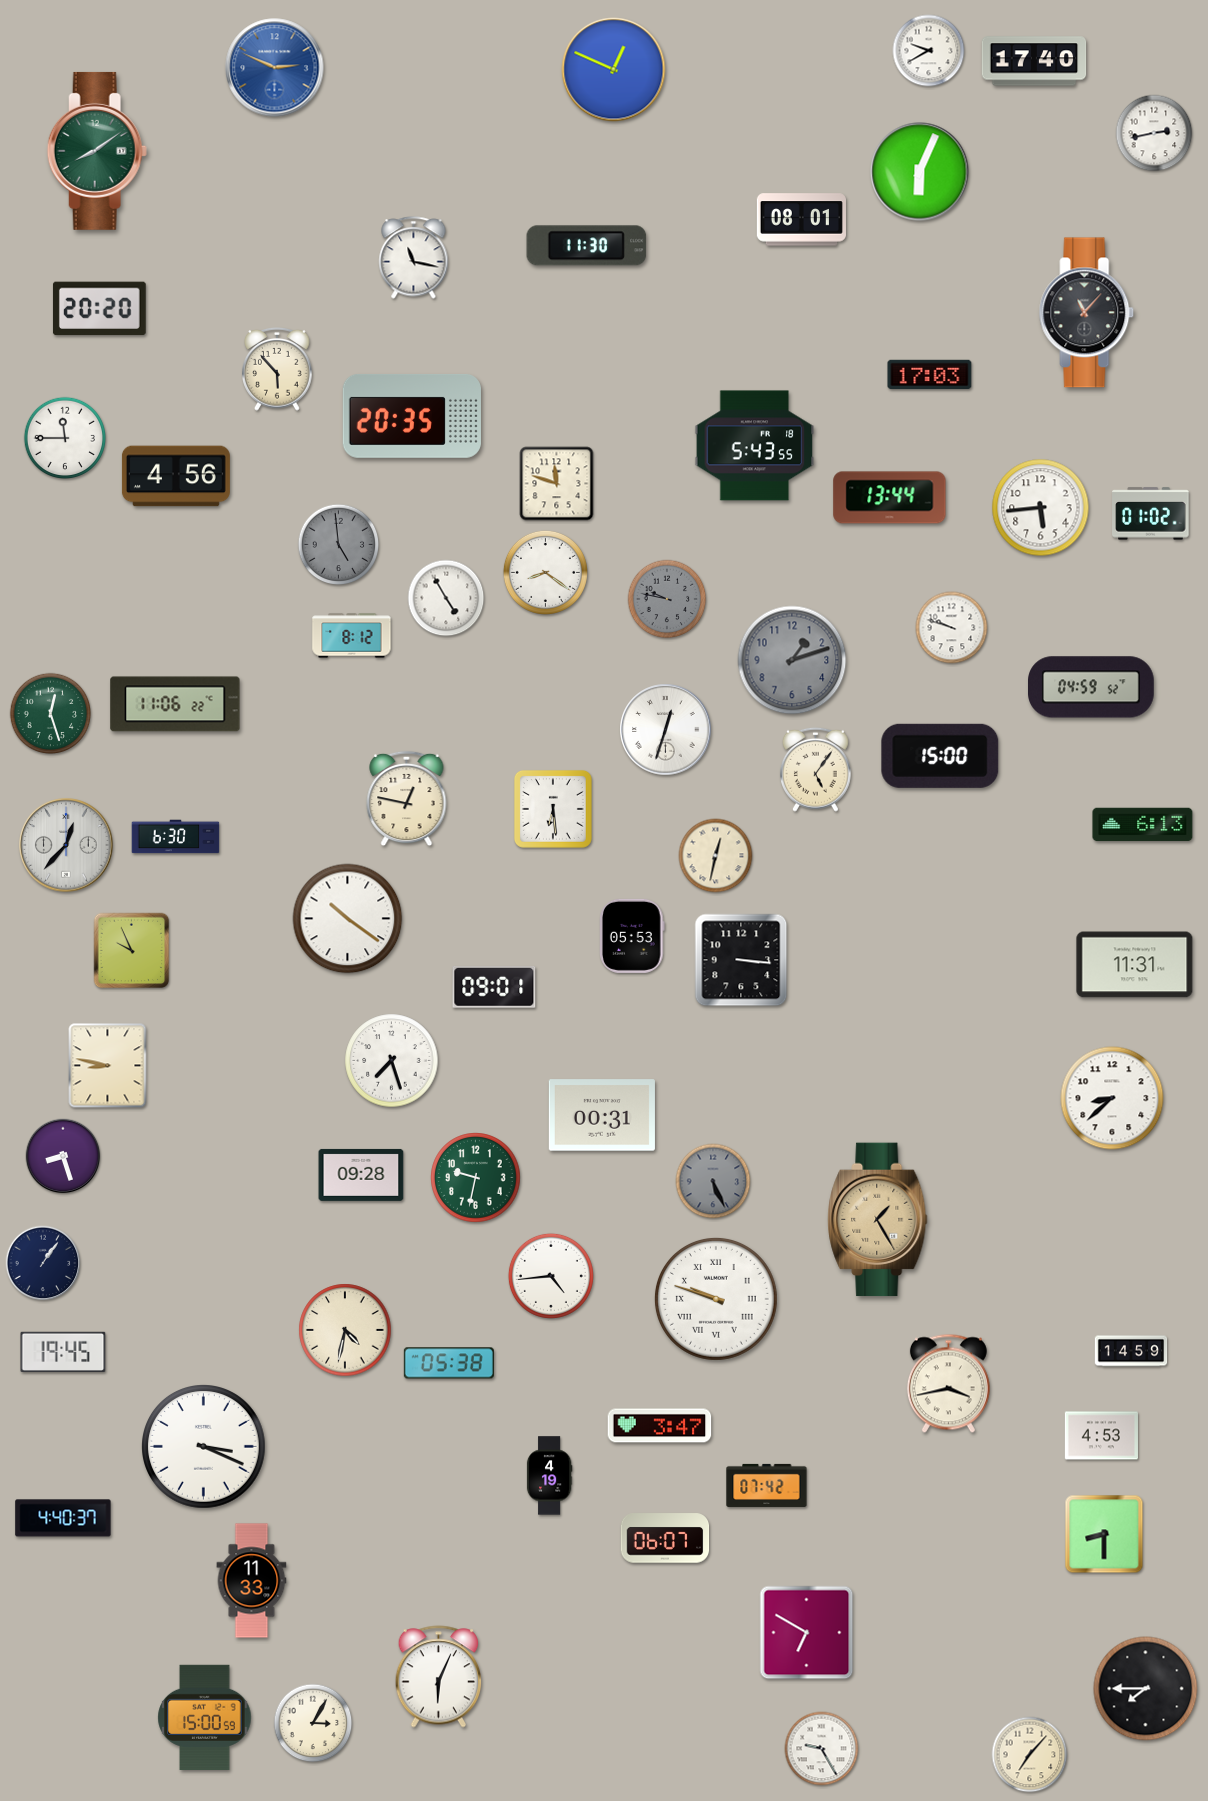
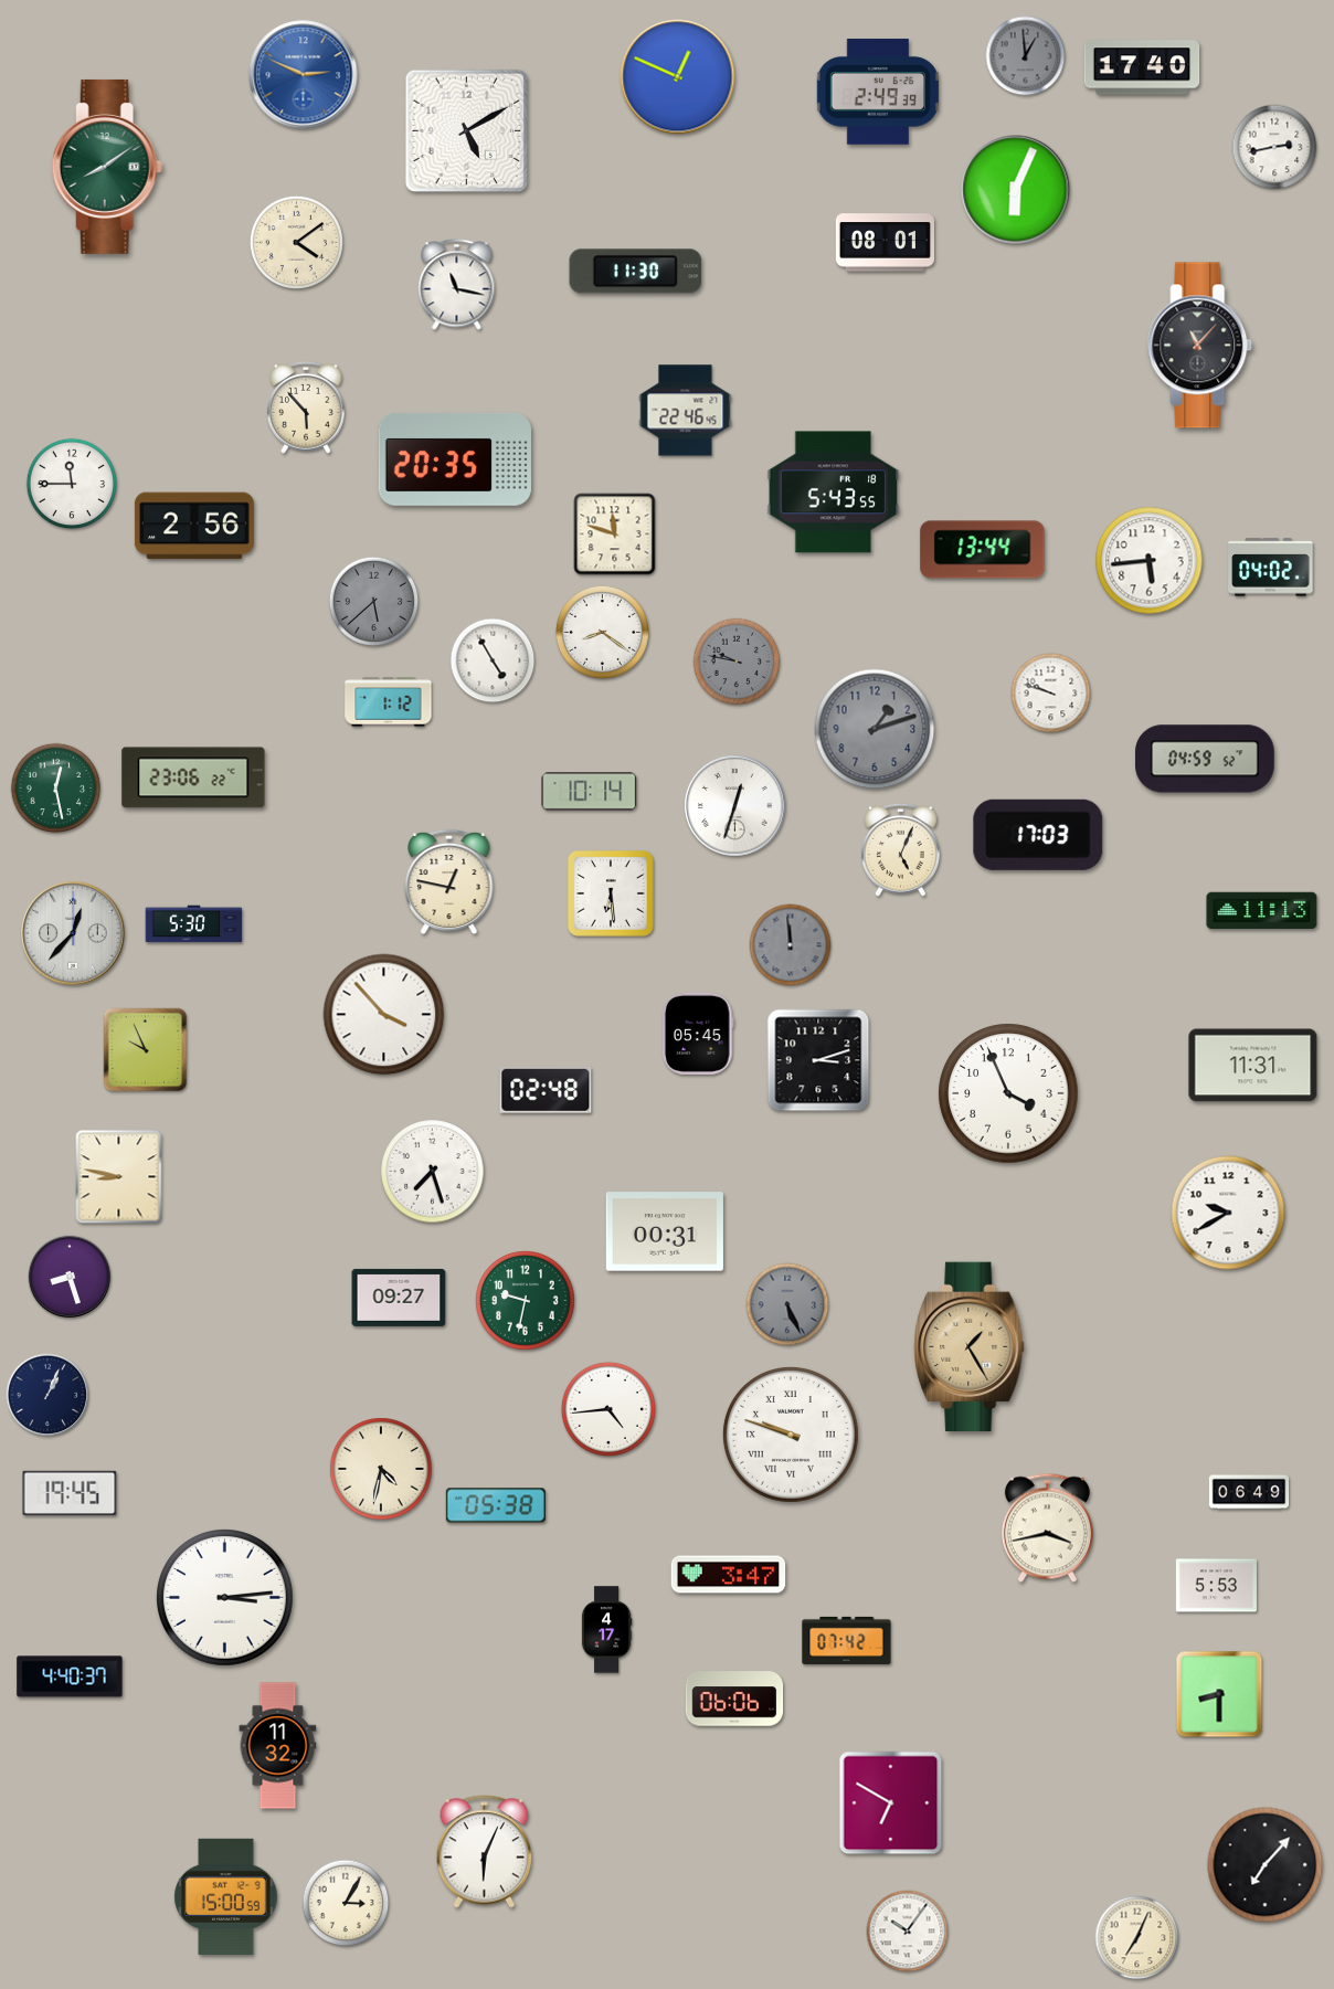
clock at (929, 51): 9:40 -> 12:59
clock at (929, 51) dial: white -> grey
clock at (878, 92): none -> 2:49
clock at (466, 130): none -> 5:10
clock at (296, 242): none -> 4:09
clock at (587, 246) position: (587, 246) -> (636, 272)
clock at (99, 309): 20:20 -> none
clock at (686, 411): none -> 22:46
clock at (930, 375): 17:03 -> none
clock at (176, 476): 4:56 -> 2:56
clock at (1151, 514): 01:02 -> 04:02
clock at (339, 545): 4:59 -> 5:38
clock at (352, 636): 8:12 -> 1:12
clock at (175, 704): 11:06 -> 23:06
clock at (51, 714): 12:27 -> 12:28
clock at (590, 792): none -> 10:14
clock at (940, 756): 15:00 -> 17:03
clock at (815, 769): 5:06 -> 5:04
clock at (1143, 825): 6:13 -> 11:13
clock at (176, 837): 6:30 -> 5:30
clock at (716, 856): 12:32 -> 11:59
clock at (716, 856) dial: cream -> grey
clock at (348, 919): 10:21 -> 3:53
clock at (633, 936): 05:53 -> 05:45
clock at (741, 960): 3:16 -> 3:12
clock at (494, 987): 09:01 -> 02:48
clock at (1008, 1093): none -> 3:56
clock at (1112, 1098): 8:38 -> 9:40
clock at (361, 1175): 09:28 -> 09:27
clock at (43, 1263): 1:06 -> 1:04
clock at (1131, 1351): 14:59 -> 06:49
clock at (1101, 1436): 4:53 -> 5:53
clock at (204, 1447): 3:19 -> 3:14
clock at (549, 1476): 4:19 -> 4:17
clock at (665, 1538): 06:07 -> 06:06
clock at (252, 1581): 11:33 -> 11:32
clock at (1146, 1689): 7:45 -> 7:07
clock at (822, 1749): 9:25 -> 10:06
clock at (1030, 1755): 7:07 -> 7:04
